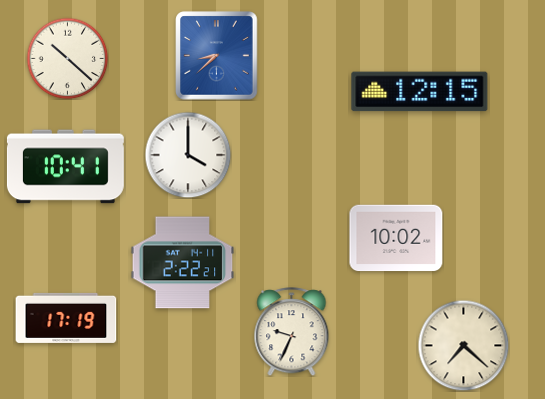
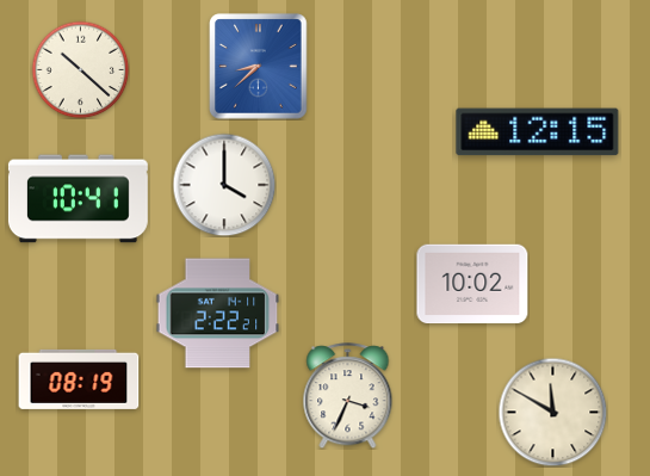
clock at (420, 92) position: (420, 92) -> (538, 132)
clock at (66, 318): 17:19 -> 08:19
clock at (292, 332): 9:34 -> 3:34
clock at (463, 345): 7:22 -> 11:50
